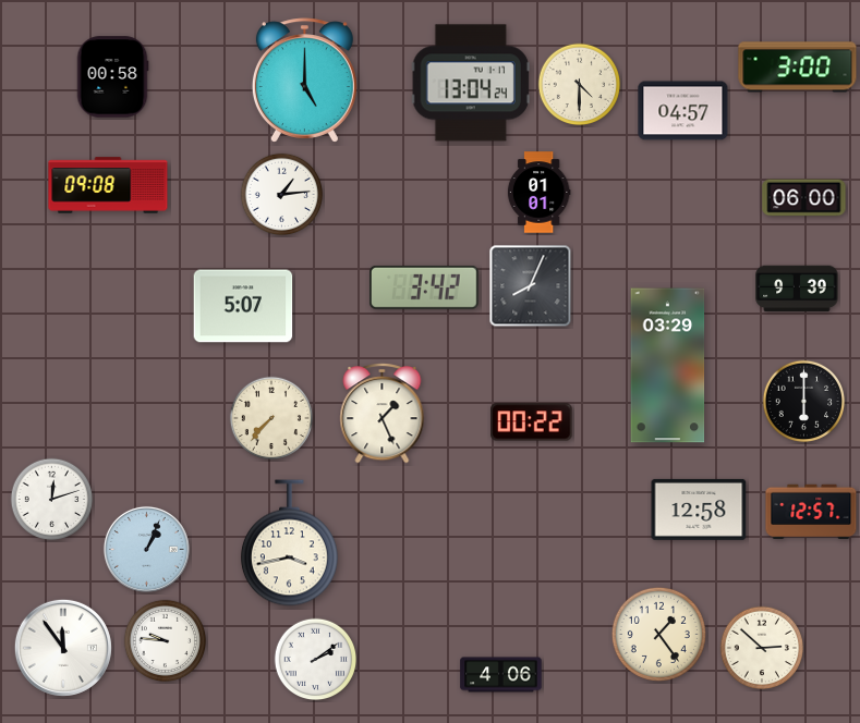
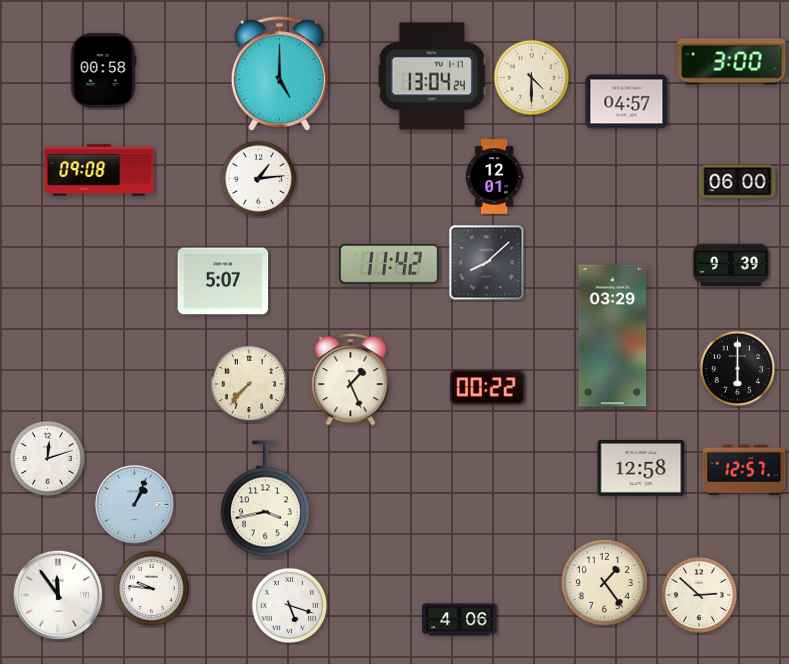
clock at (538, 193): 01:01 -> 12:01
clock at (531, 286): 8:04 -> 8:08
clock at (425, 287): 3:42 -> 11:42
clock at (316, 660): 2:09 -> 5:18
